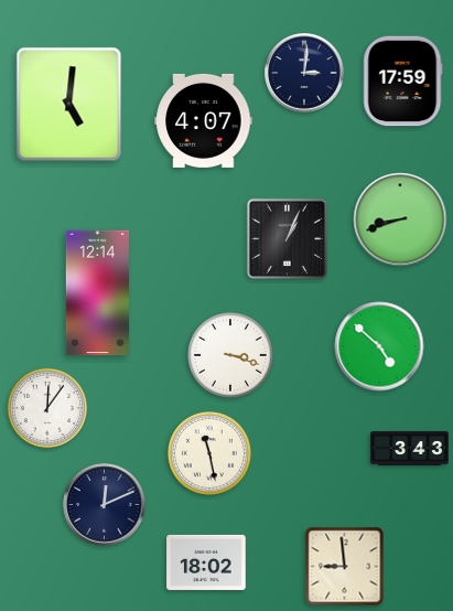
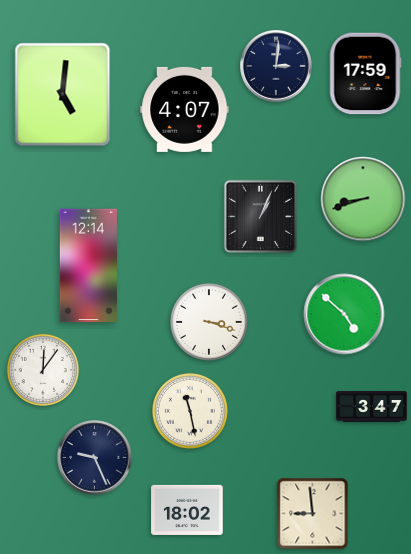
clock at (410, 449): 3:43 -> 3:47
clock at (105, 505): 12:11 -> 9:26
